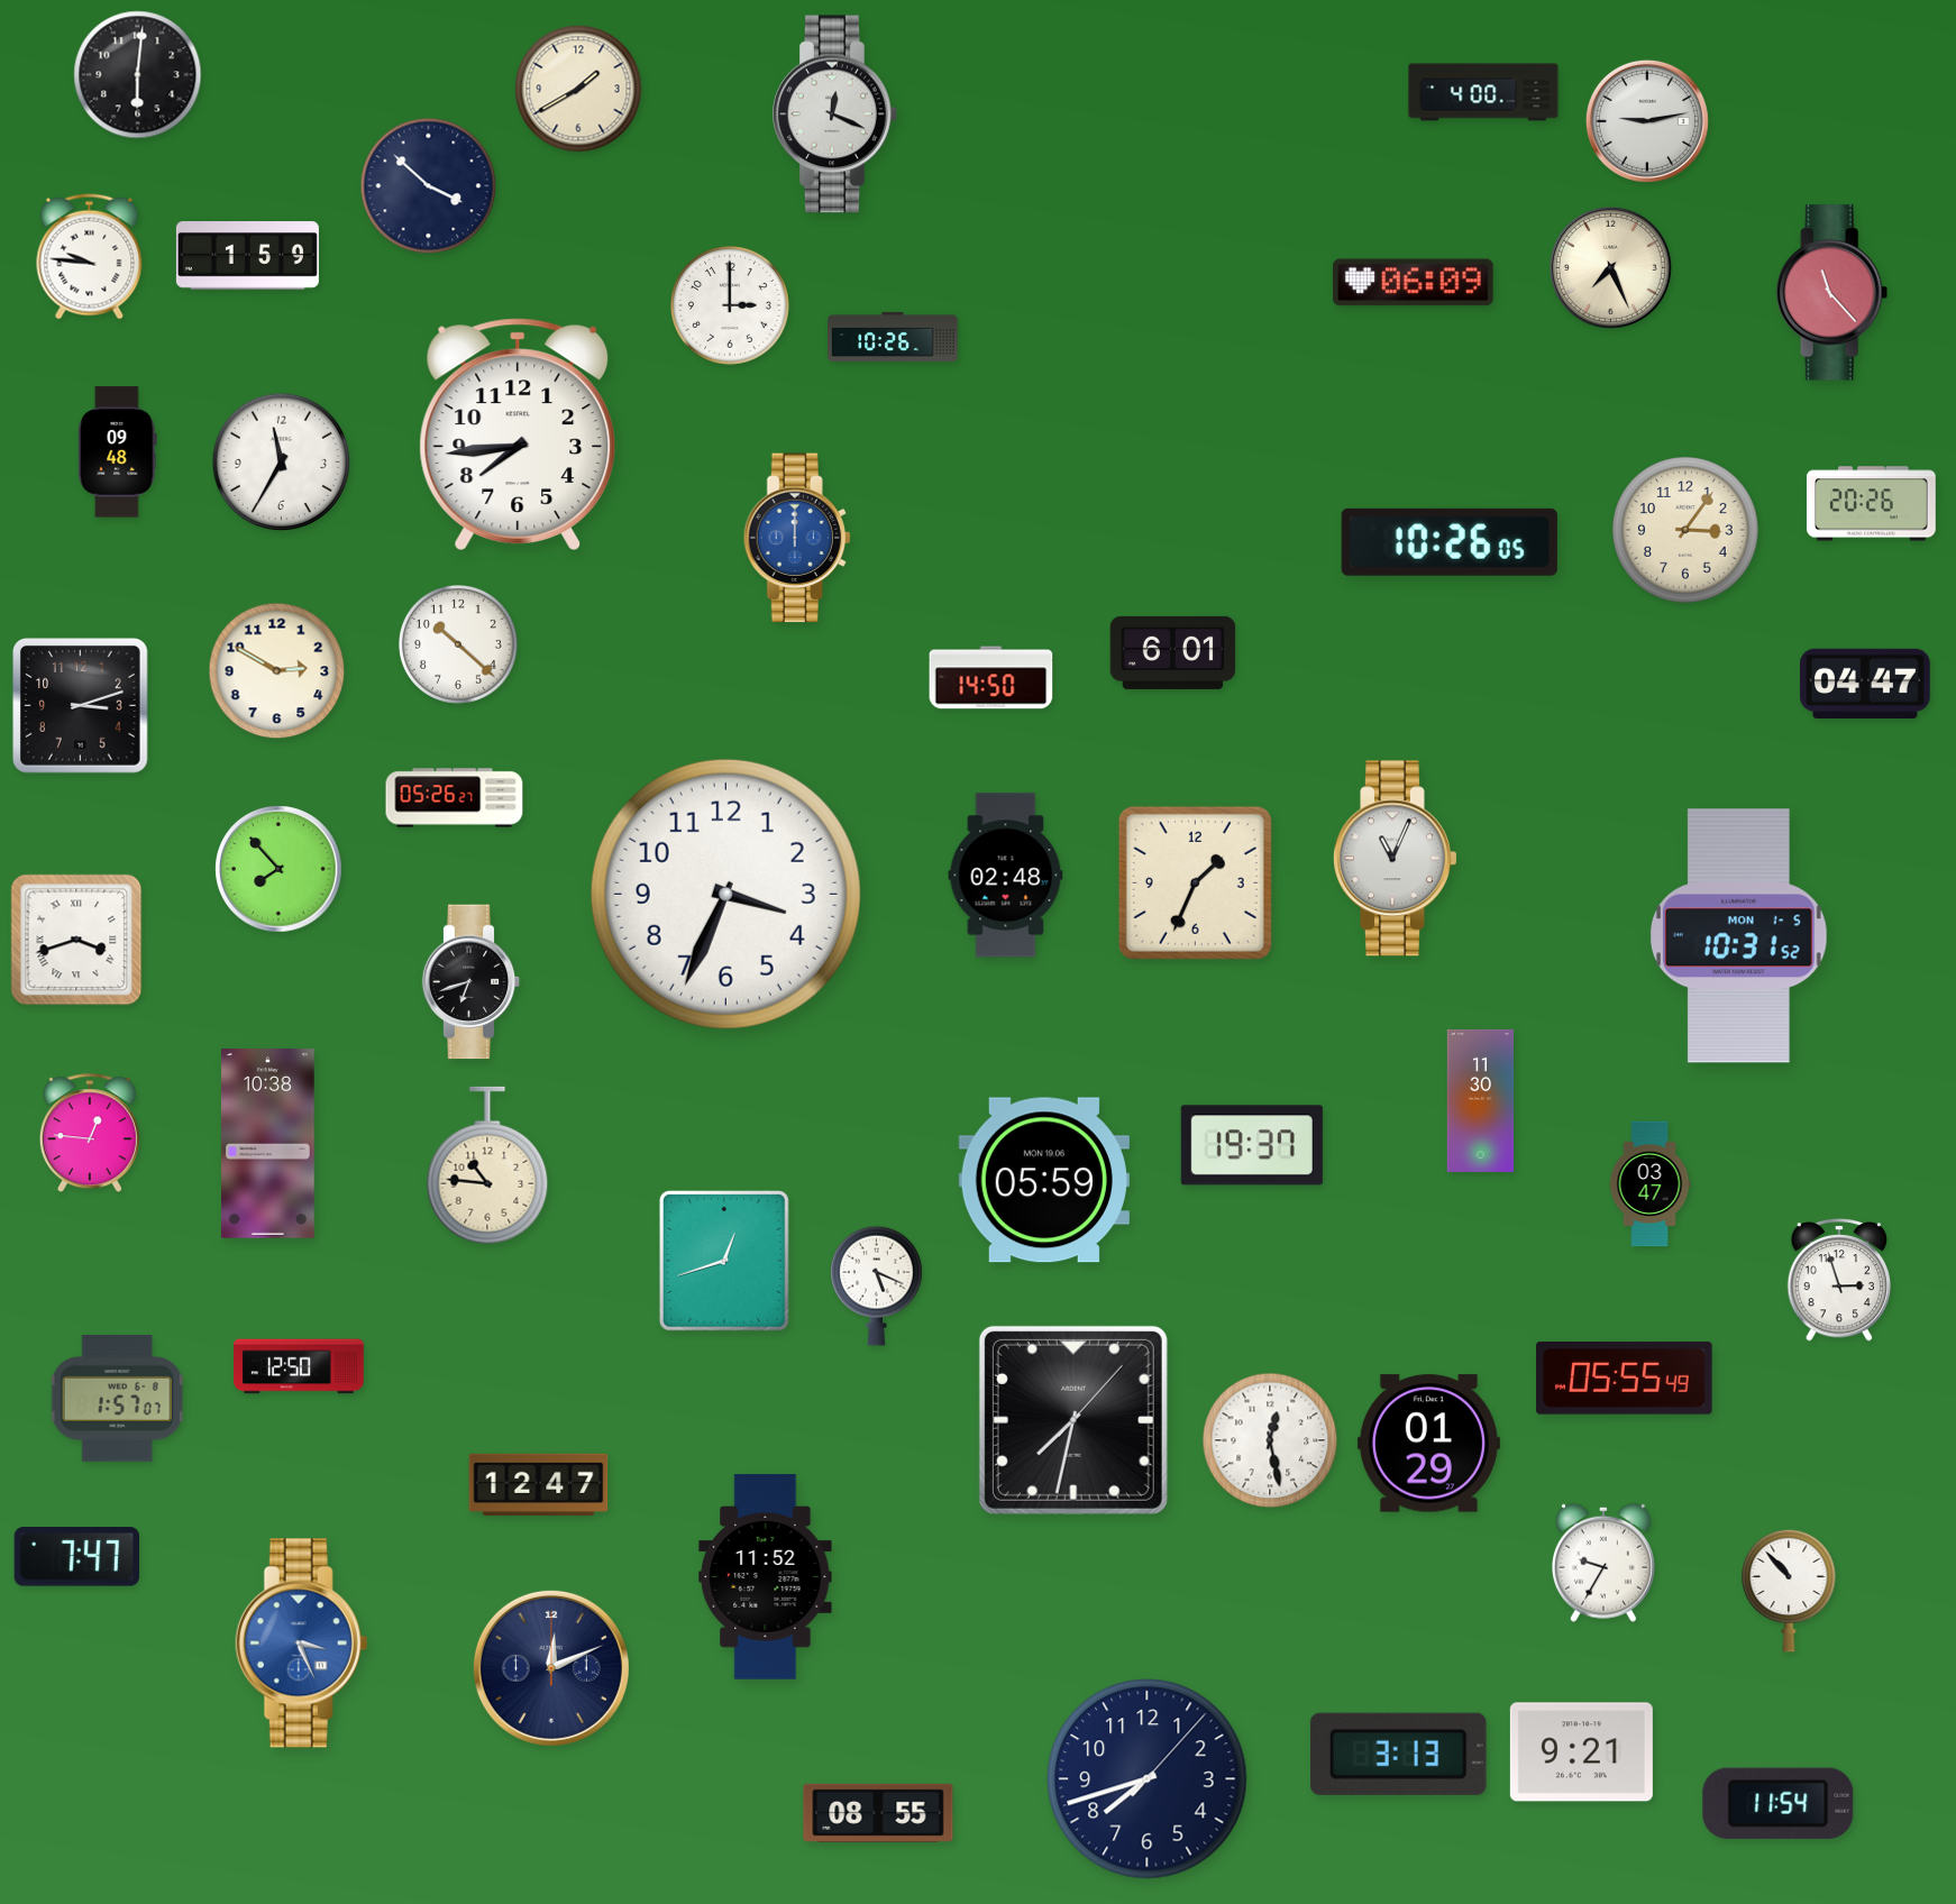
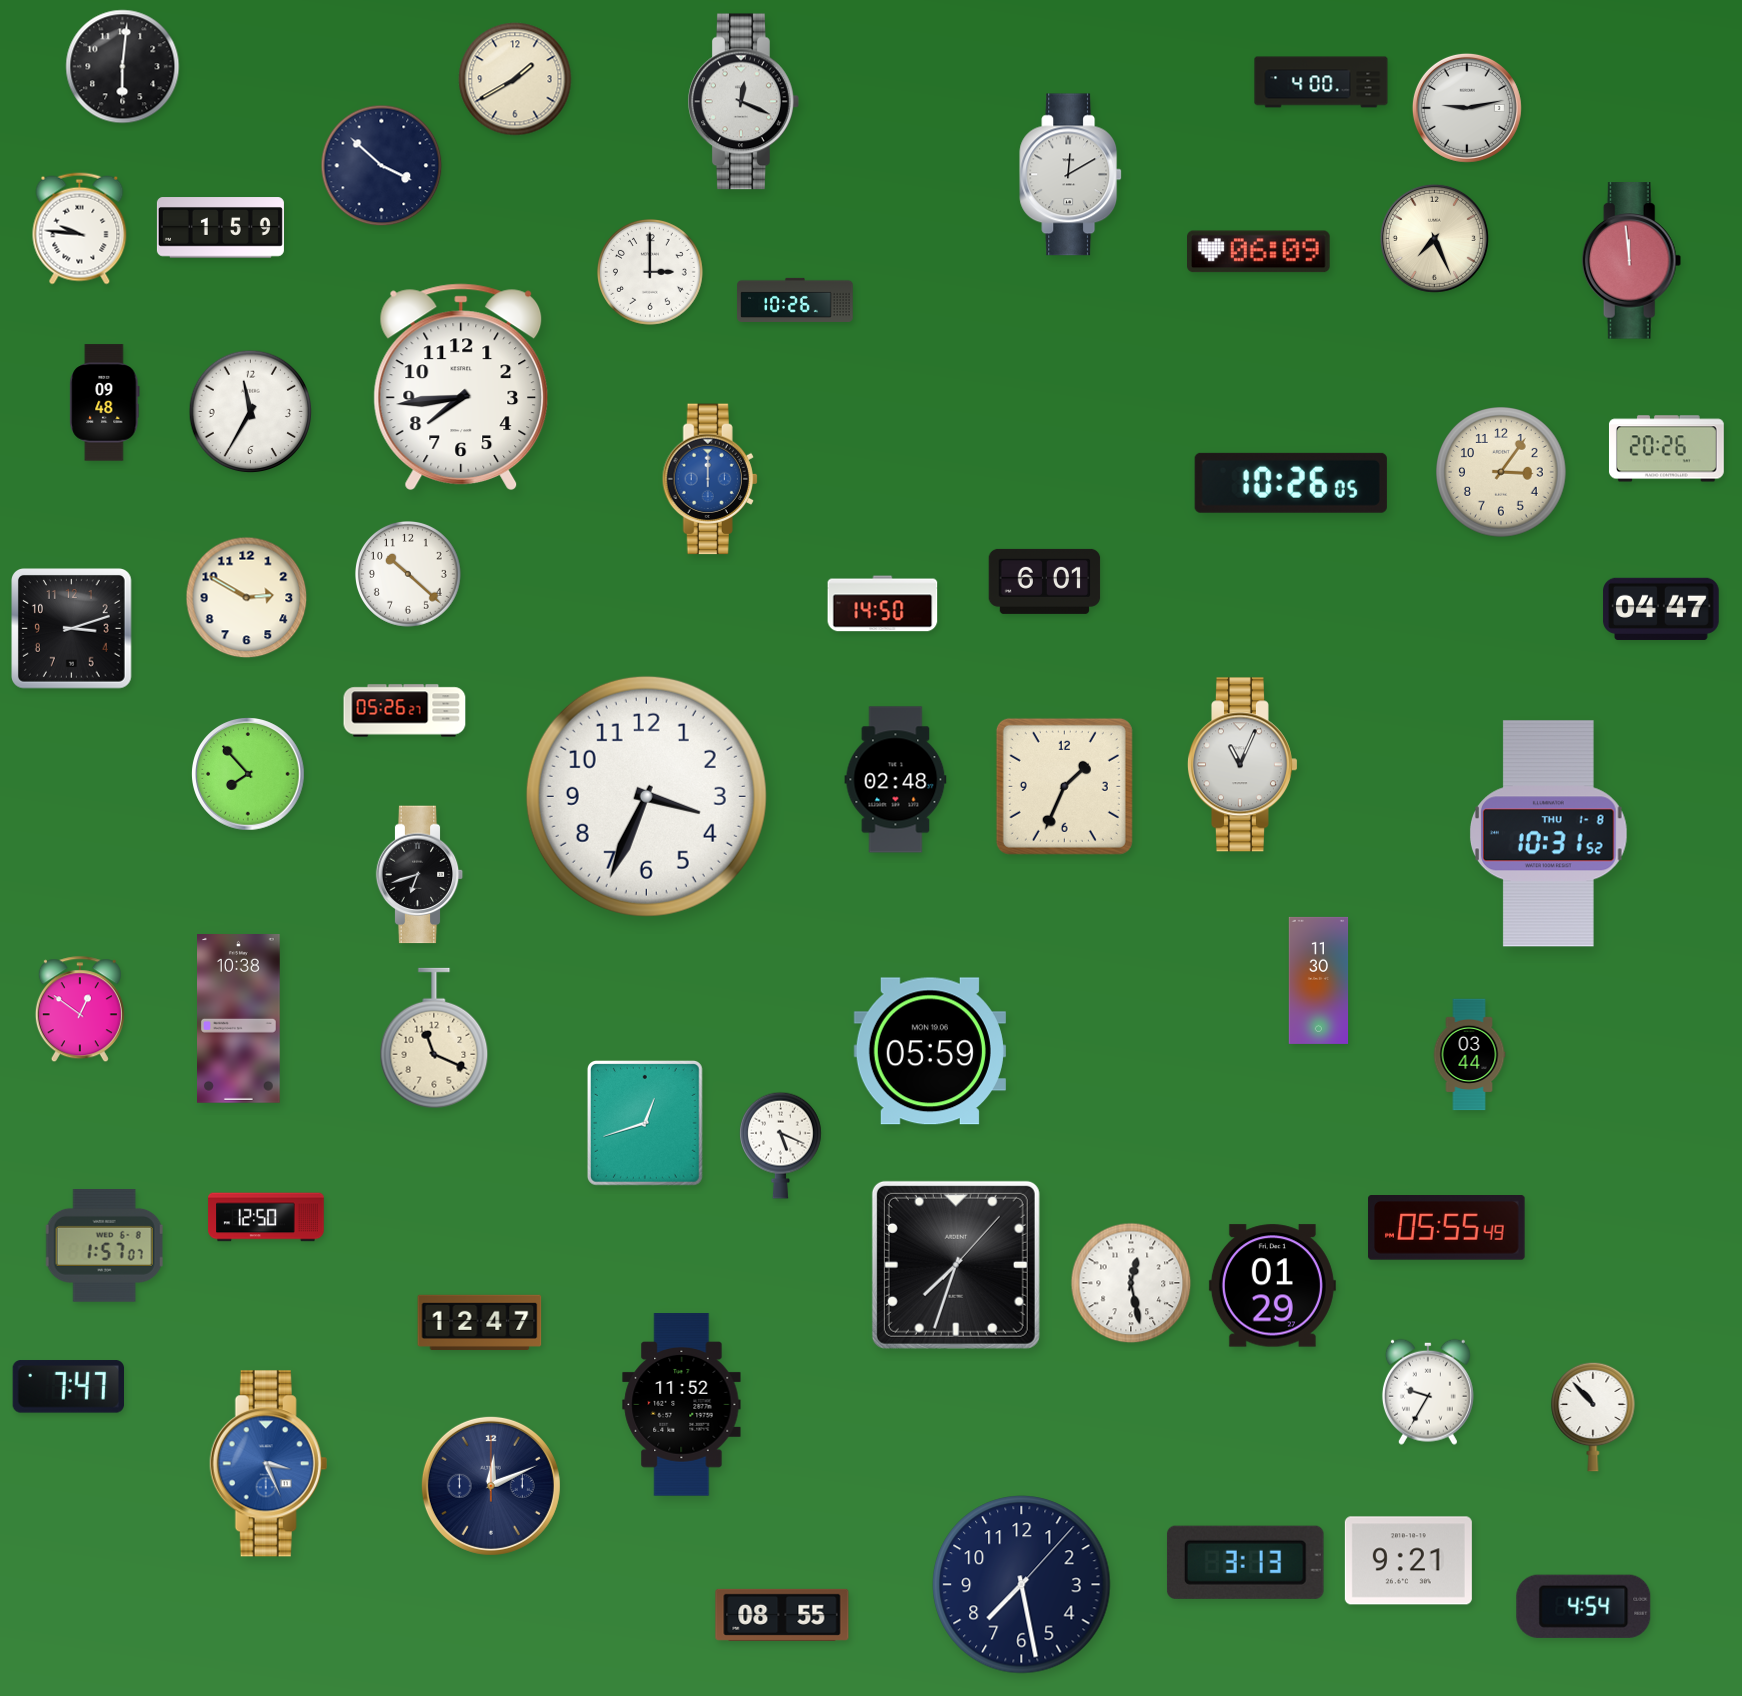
clock at (1071, 175): none -> 12:10
clock at (1832, 293): 11:23 -> 11:59
clock at (1739, 936) date: MON 1-5 -> THU 1-8
clock at (76, 940): 3:42 -> none
clock at (90, 1134): 12:46 -> 12:51
clock at (1252, 1145): 19:37 -> none
clock at (487, 1165): 10:46 -> 11:19
clock at (1649, 1184): 03:47 -> 03:44
clock at (1839, 1280): 2:57 -> none
clock at (1073, 1420): 7:32 -> 7:33
clock at (1148, 1779): 7:42 -> 7:28
clock at (1779, 1803): 11:54 -> 4:54
